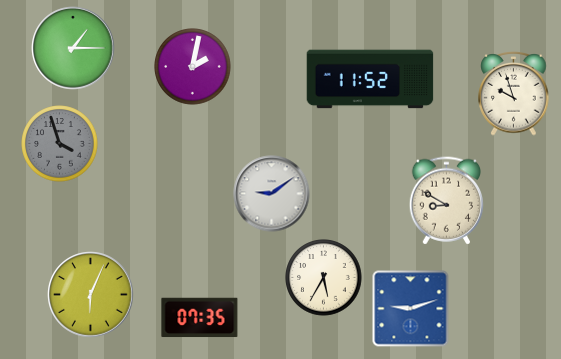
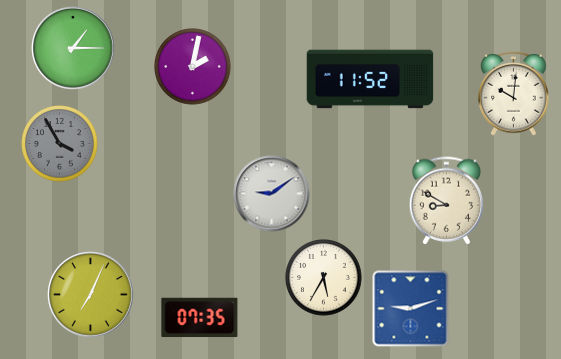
clock at (514, 94): 9:57 -> 10:01
clock at (60, 144): 3:57 -> 3:55
clock at (91, 295): 6:04 -> 7:04
